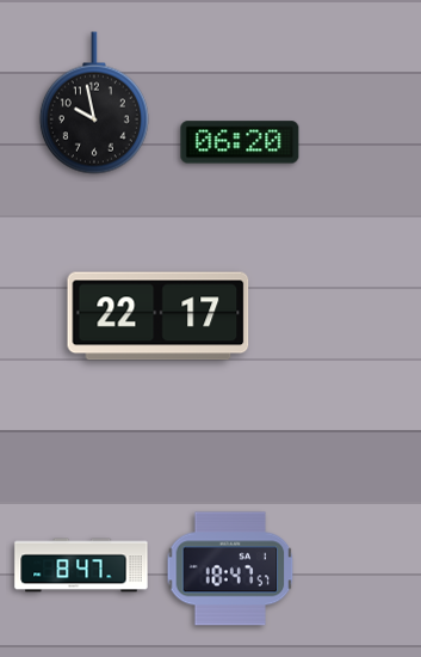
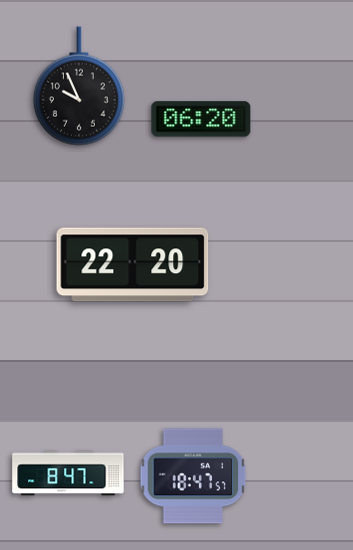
clock at (94, 103): 9:58 -> 9:56
clock at (159, 317): 22:17 -> 22:20
